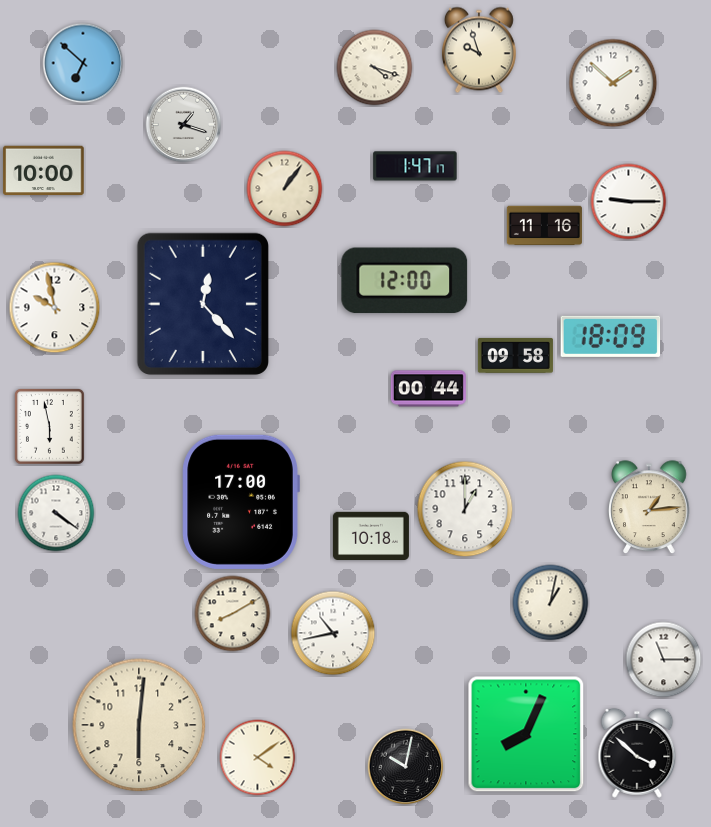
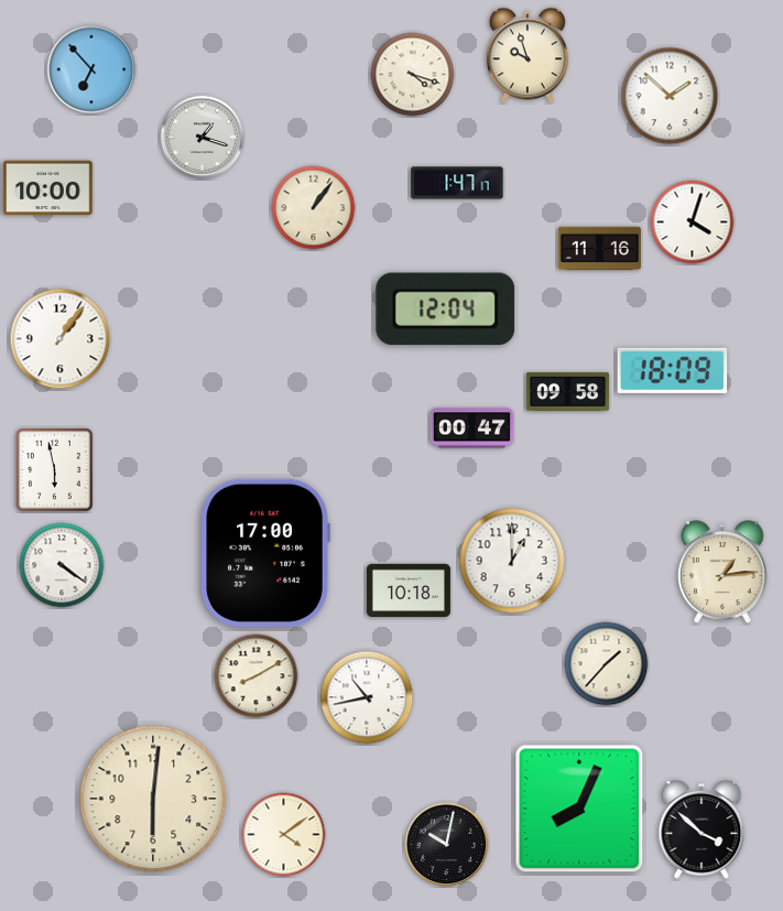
clock at (83, 63): 6:52 -> 6:53
clock at (613, 83) position: (613, 83) -> (670, 96)
clock at (629, 202): 9:15 -> 4:03
clock at (405, 281): 12:00 -> 12:04
clock at (203, 304): 12:23 -> none
clock at (55, 308): 9:58 -> 1:06
clock at (428, 389): 00:44 -> 00:47
clock at (650, 508) position: (650, 508) -> (724, 573)
clock at (551, 603): 1:02 -> 1:37
clock at (664, 660): 11:15 -> none
